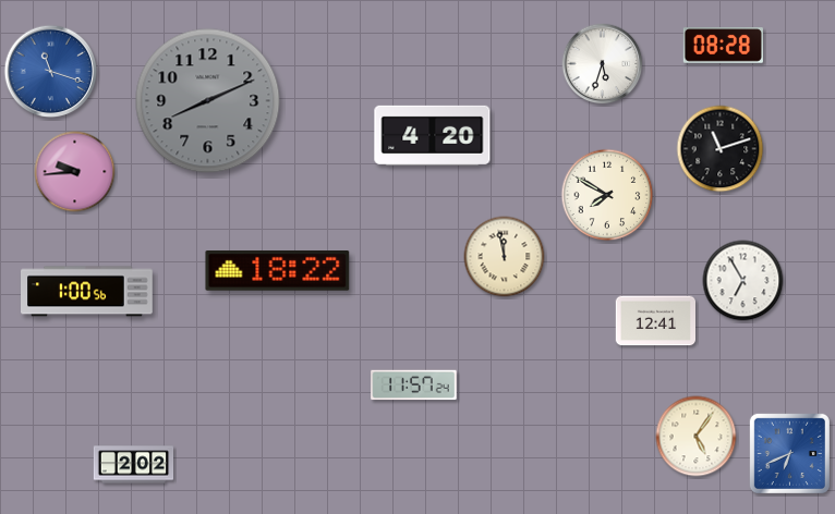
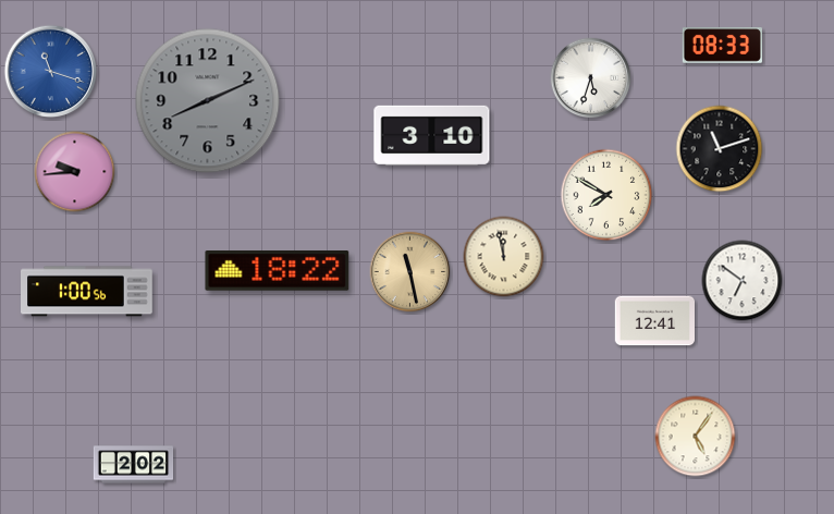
clock at (723, 46): 08:28 -> 08:33
clock at (603, 64) position: (603, 64) -> (591, 78)
clock at (433, 135): 4:20 -> 3:10
clock at (410, 272): none -> 11:28
clock at (743, 281): 6:55 -> 6:51
clock at (414, 385): 11:57 -> none
clock at (789, 453): 6:41 -> none
